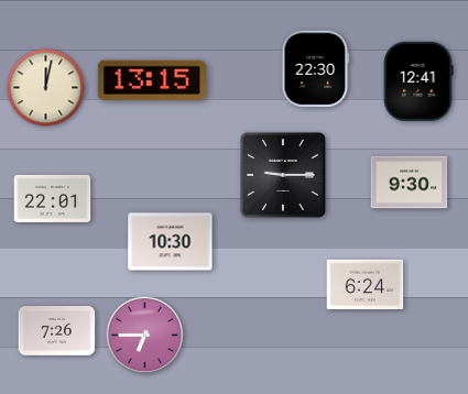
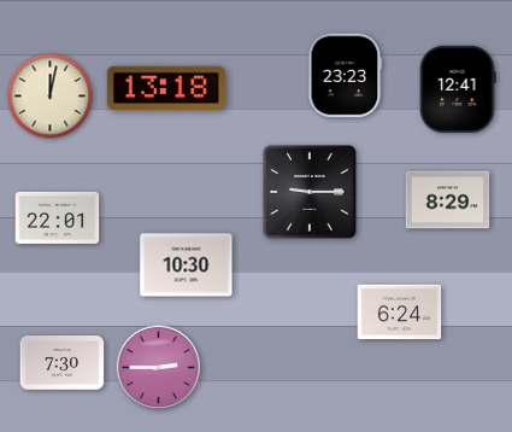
clock at (316, 69): 22:30 -> 23:23
clock at (152, 79): 13:15 -> 13:18
clock at (410, 183): 9:30 -> 8:29
clock at (57, 331): 7:26 -> 7:30
clock at (145, 336): 6:45 -> 2:45
